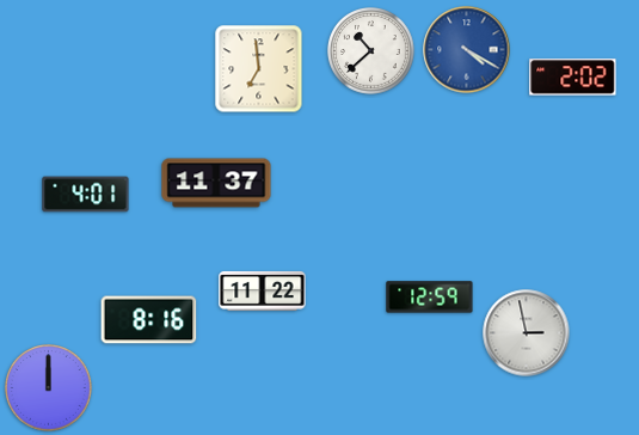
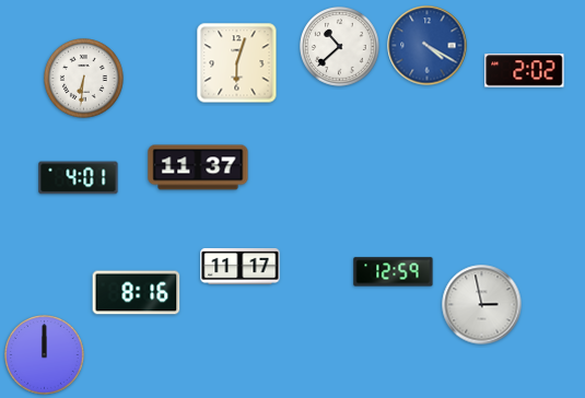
clock at (259, 69): 6:59 -> 6:03
clock at (84, 79): none -> 6:31
clock at (263, 290): 11:22 -> 11:17
